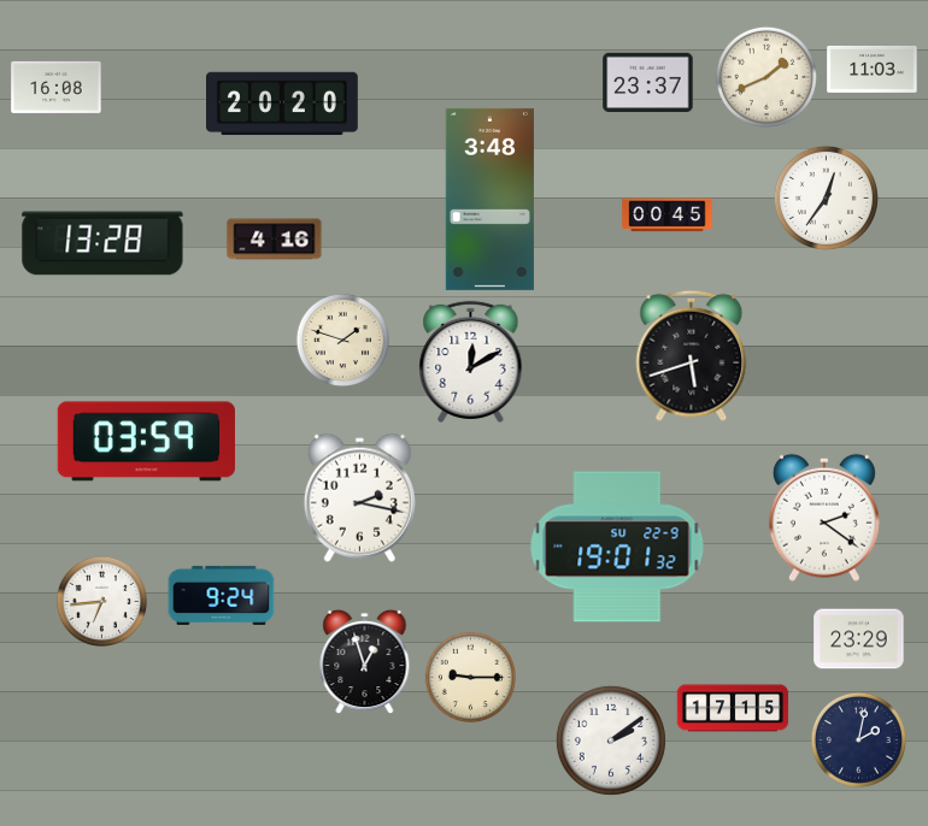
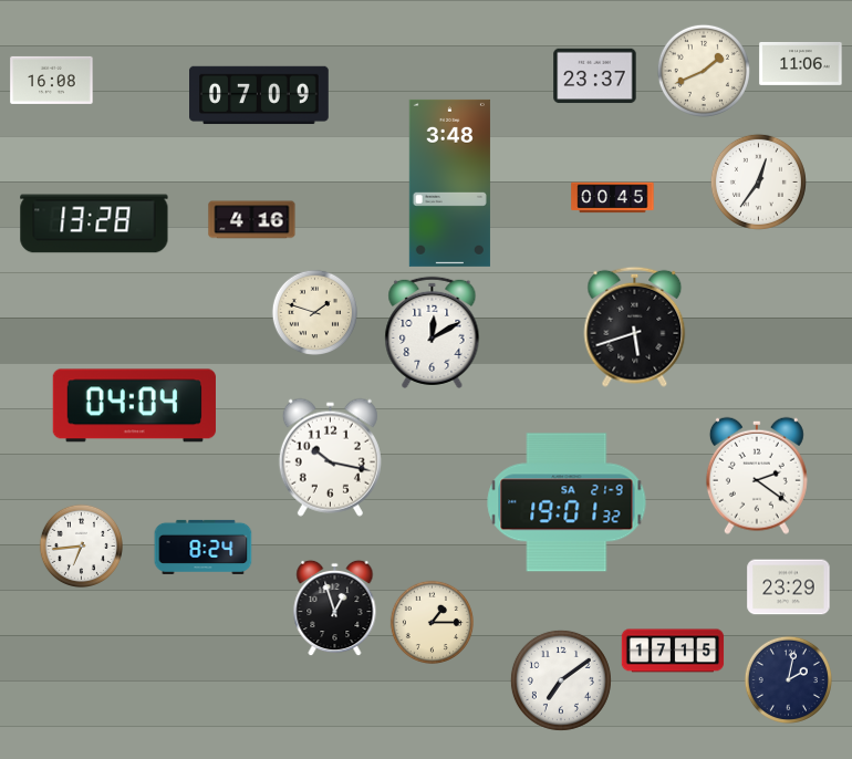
clock at (873, 69): 11:03 -> 11:06
clock at (283, 104): 20:20 -> 07:09
clock at (146, 442): 03:59 -> 04:04
clock at (359, 497): 2:17 -> 10:17
clock at (617, 547) date: SU 22-9 -> SA 21-9
clock at (222, 595): 9:24 -> 8:24
clock at (101, 601) position: (101, 601) -> (81, 545)
clock at (470, 677): 9:15 -> 1:15
clock at (611, 741): 2:09 -> 7:09
